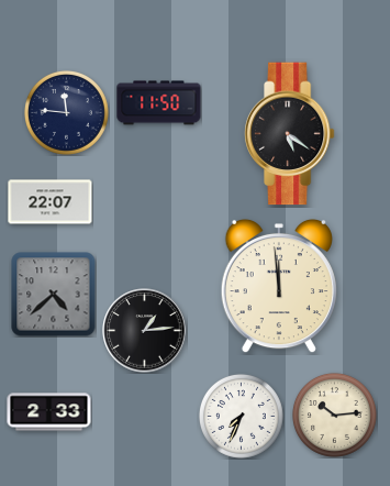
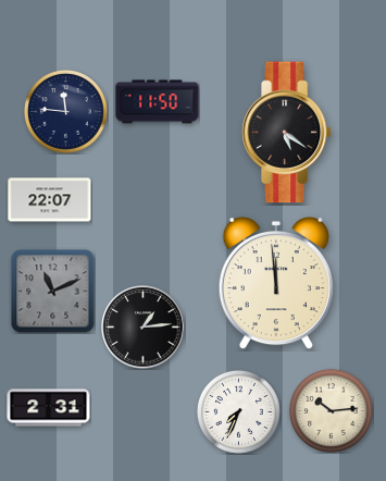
clock at (54, 295): 4:38 -> 11:11
clock at (49, 412): 2:33 -> 2:31
